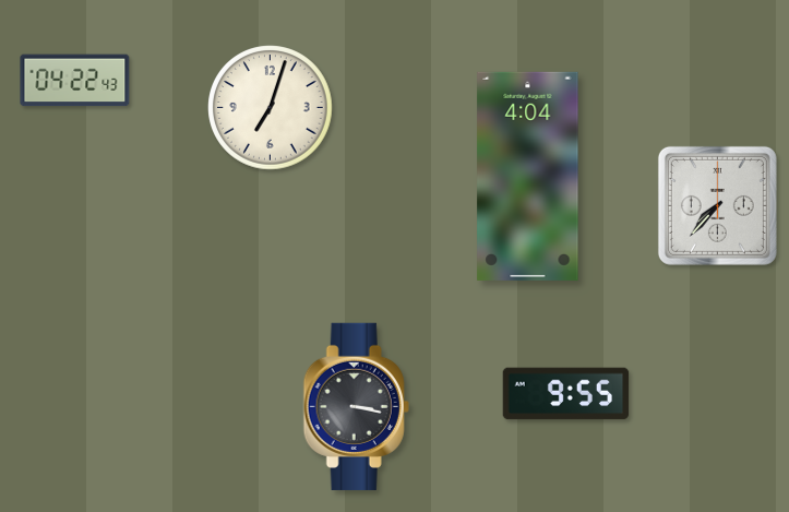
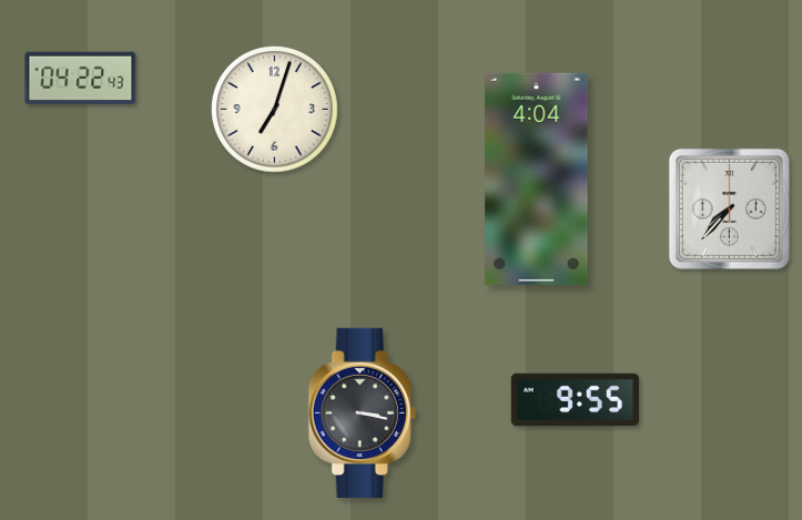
clock at (75, 81) position: (75, 81) -> (81, 79)
